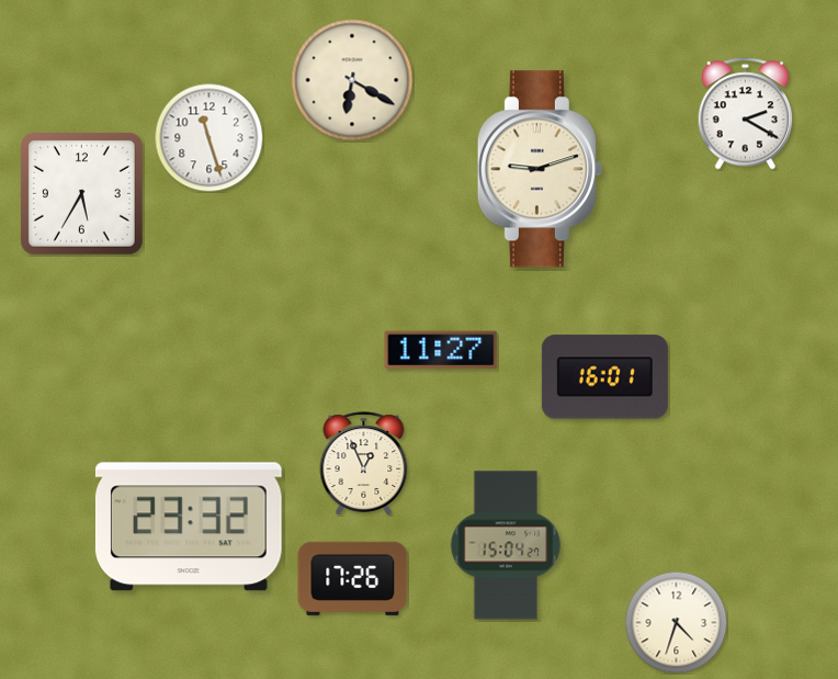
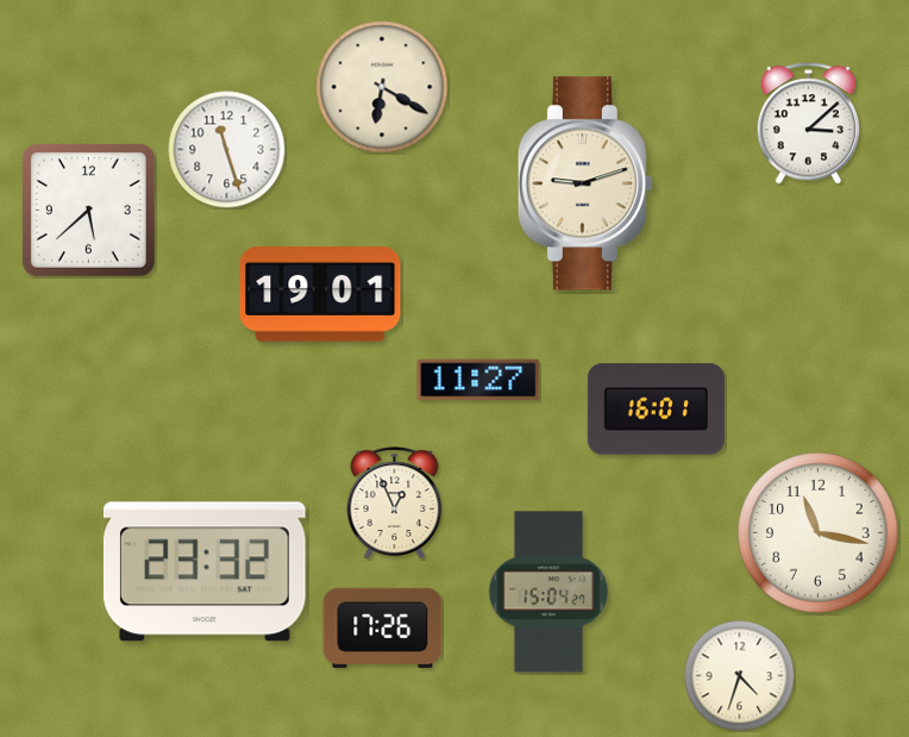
clock at (746, 114): 2:20 -> 3:08
clock at (81, 193): 5:35 -> 5:38
clock at (320, 294): none -> 19:01
clock at (819, 533): none -> 11:17
clock at (676, 622) position: (676, 622) -> (739, 675)
